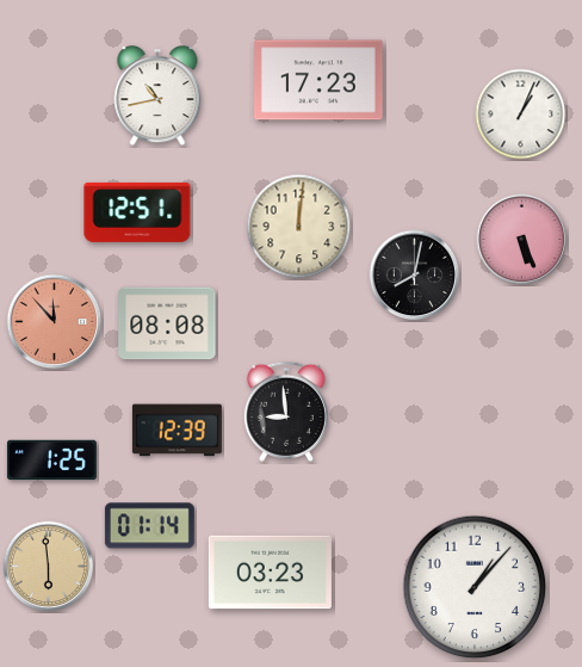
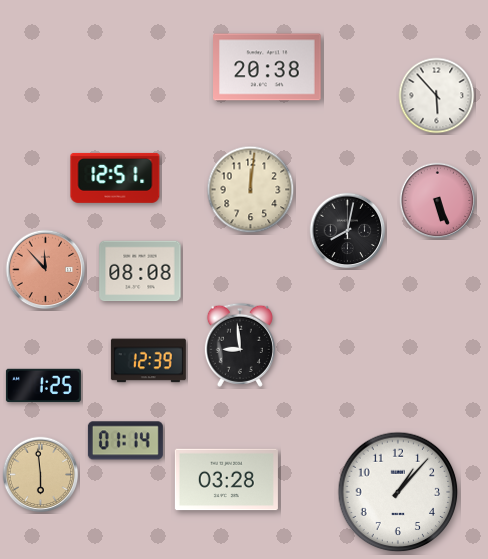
clock at (320, 80): 17:23 -> 20:38
clock at (157, 97): 10:43 -> none
clock at (521, 115): 1:04 -> 5:53
clock at (270, 573): 03:23 -> 03:28
